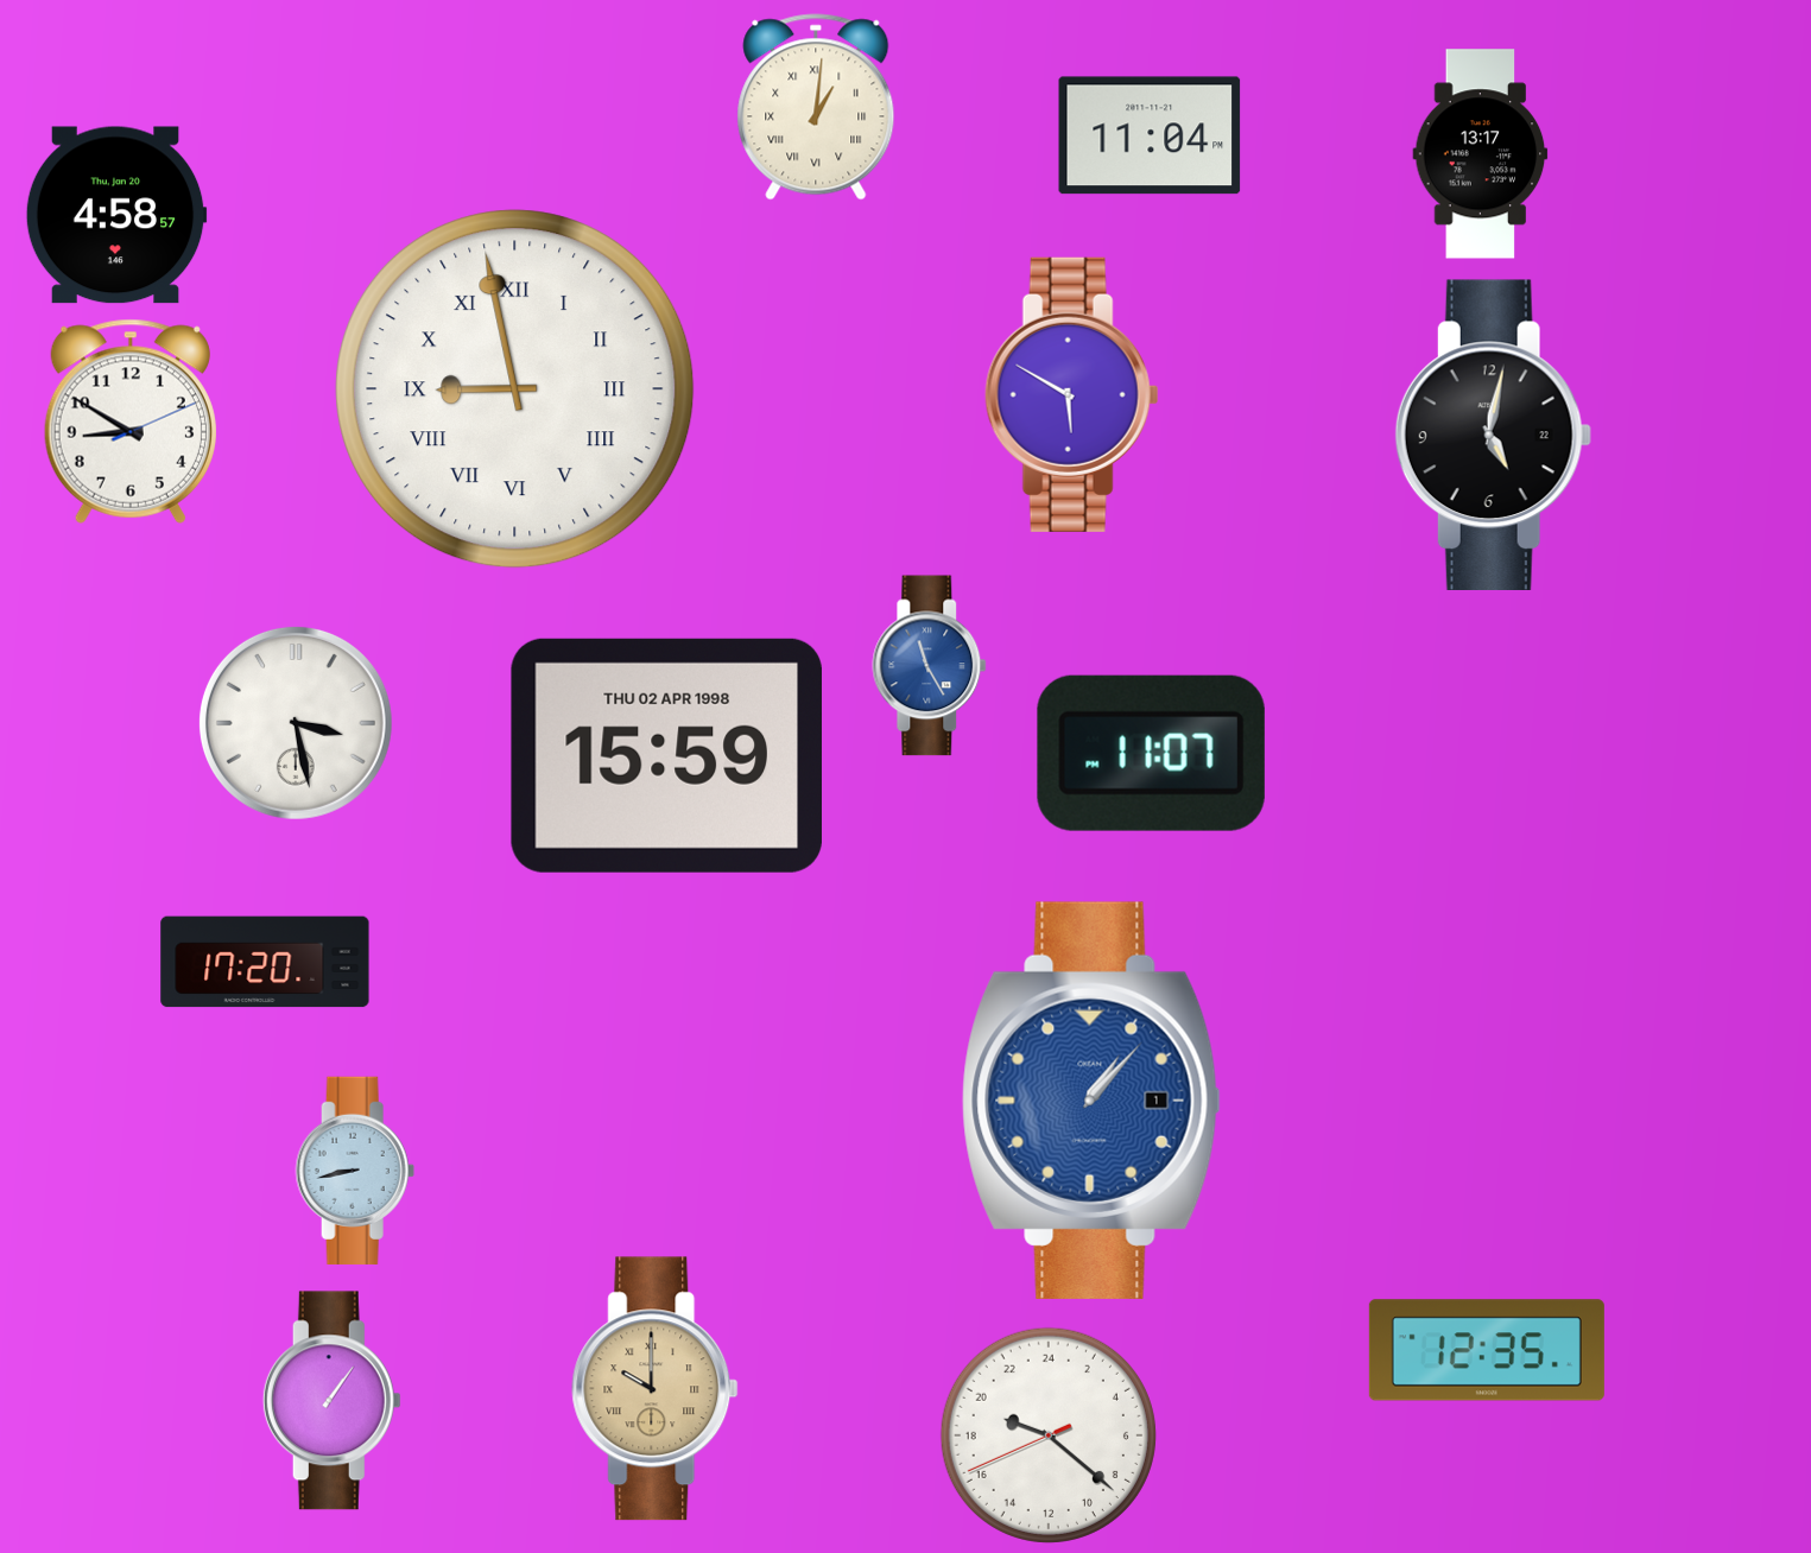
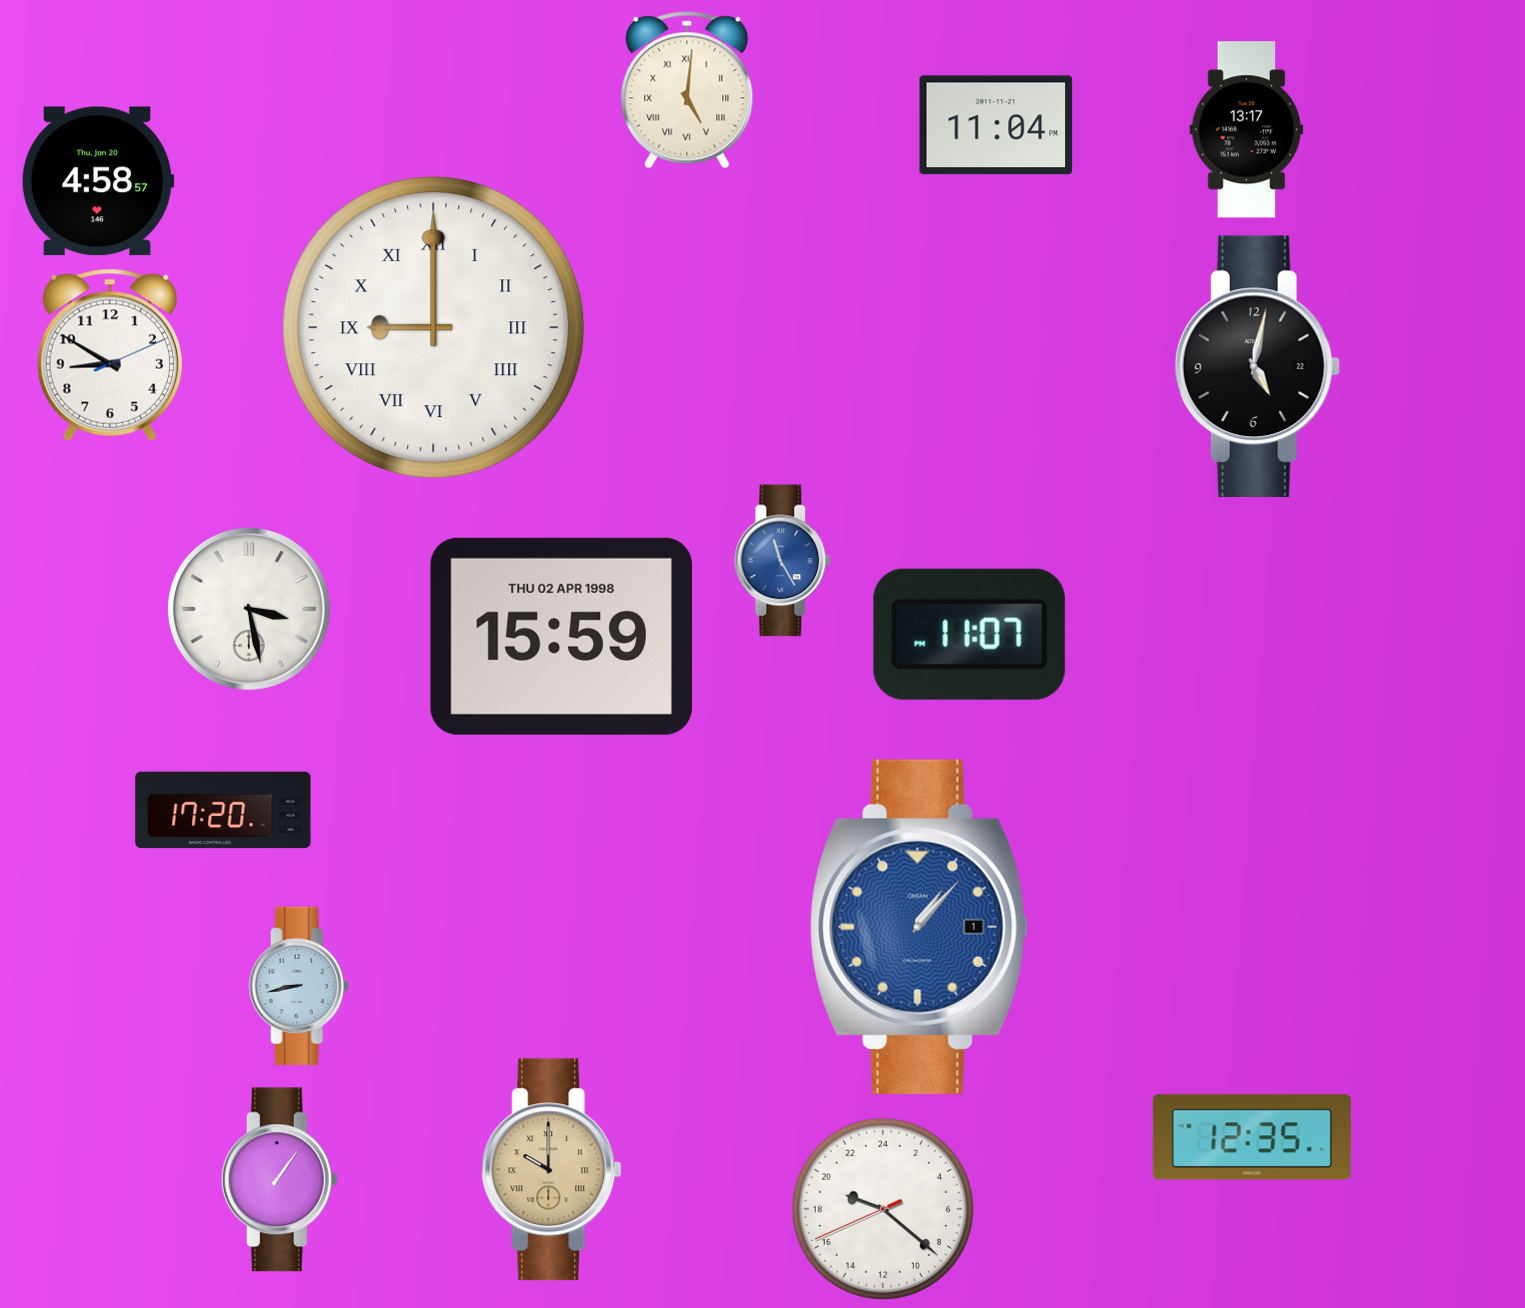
clock at (816, 107): 1:01 -> 5:01
clock at (1150, 135) position: (1150, 135) -> (996, 125)
clock at (515, 389): 8:58 -> 9:00
clock at (1072, 394): 5:50 -> none
